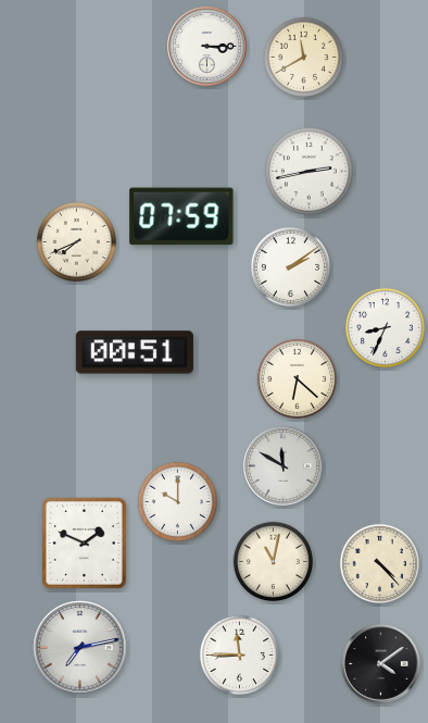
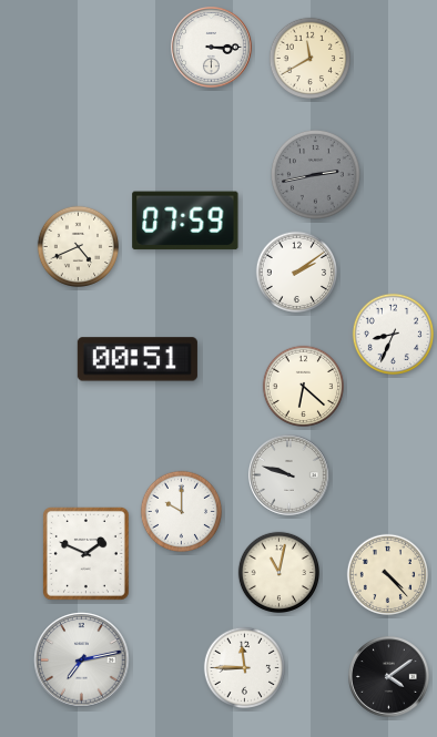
clock at (309, 171) dial: white -> grey
clock at (76, 241): 7:41 -> 4:41
clock at (284, 466): 11:50 -> 9:48
